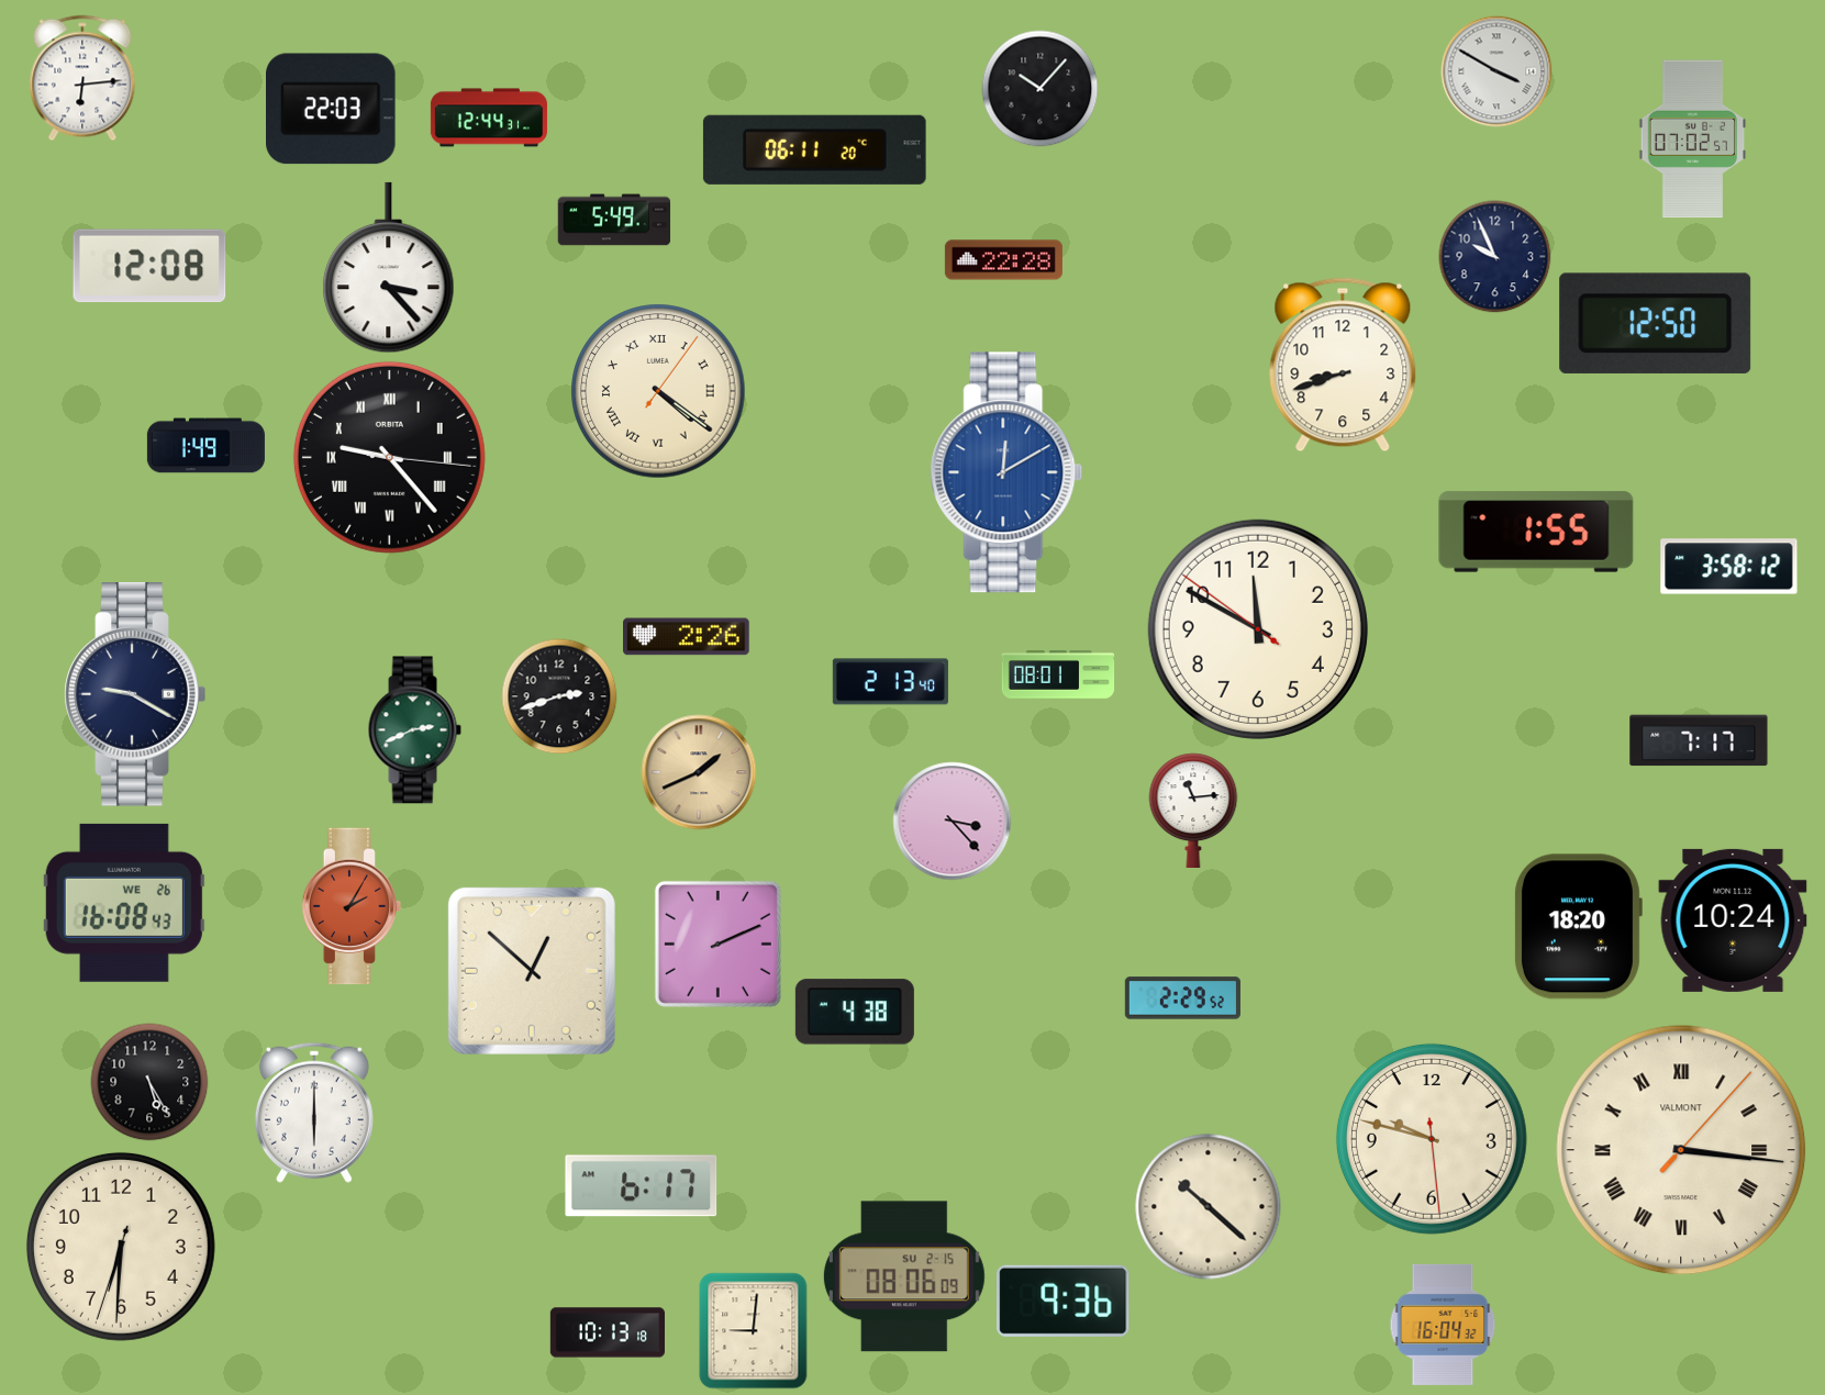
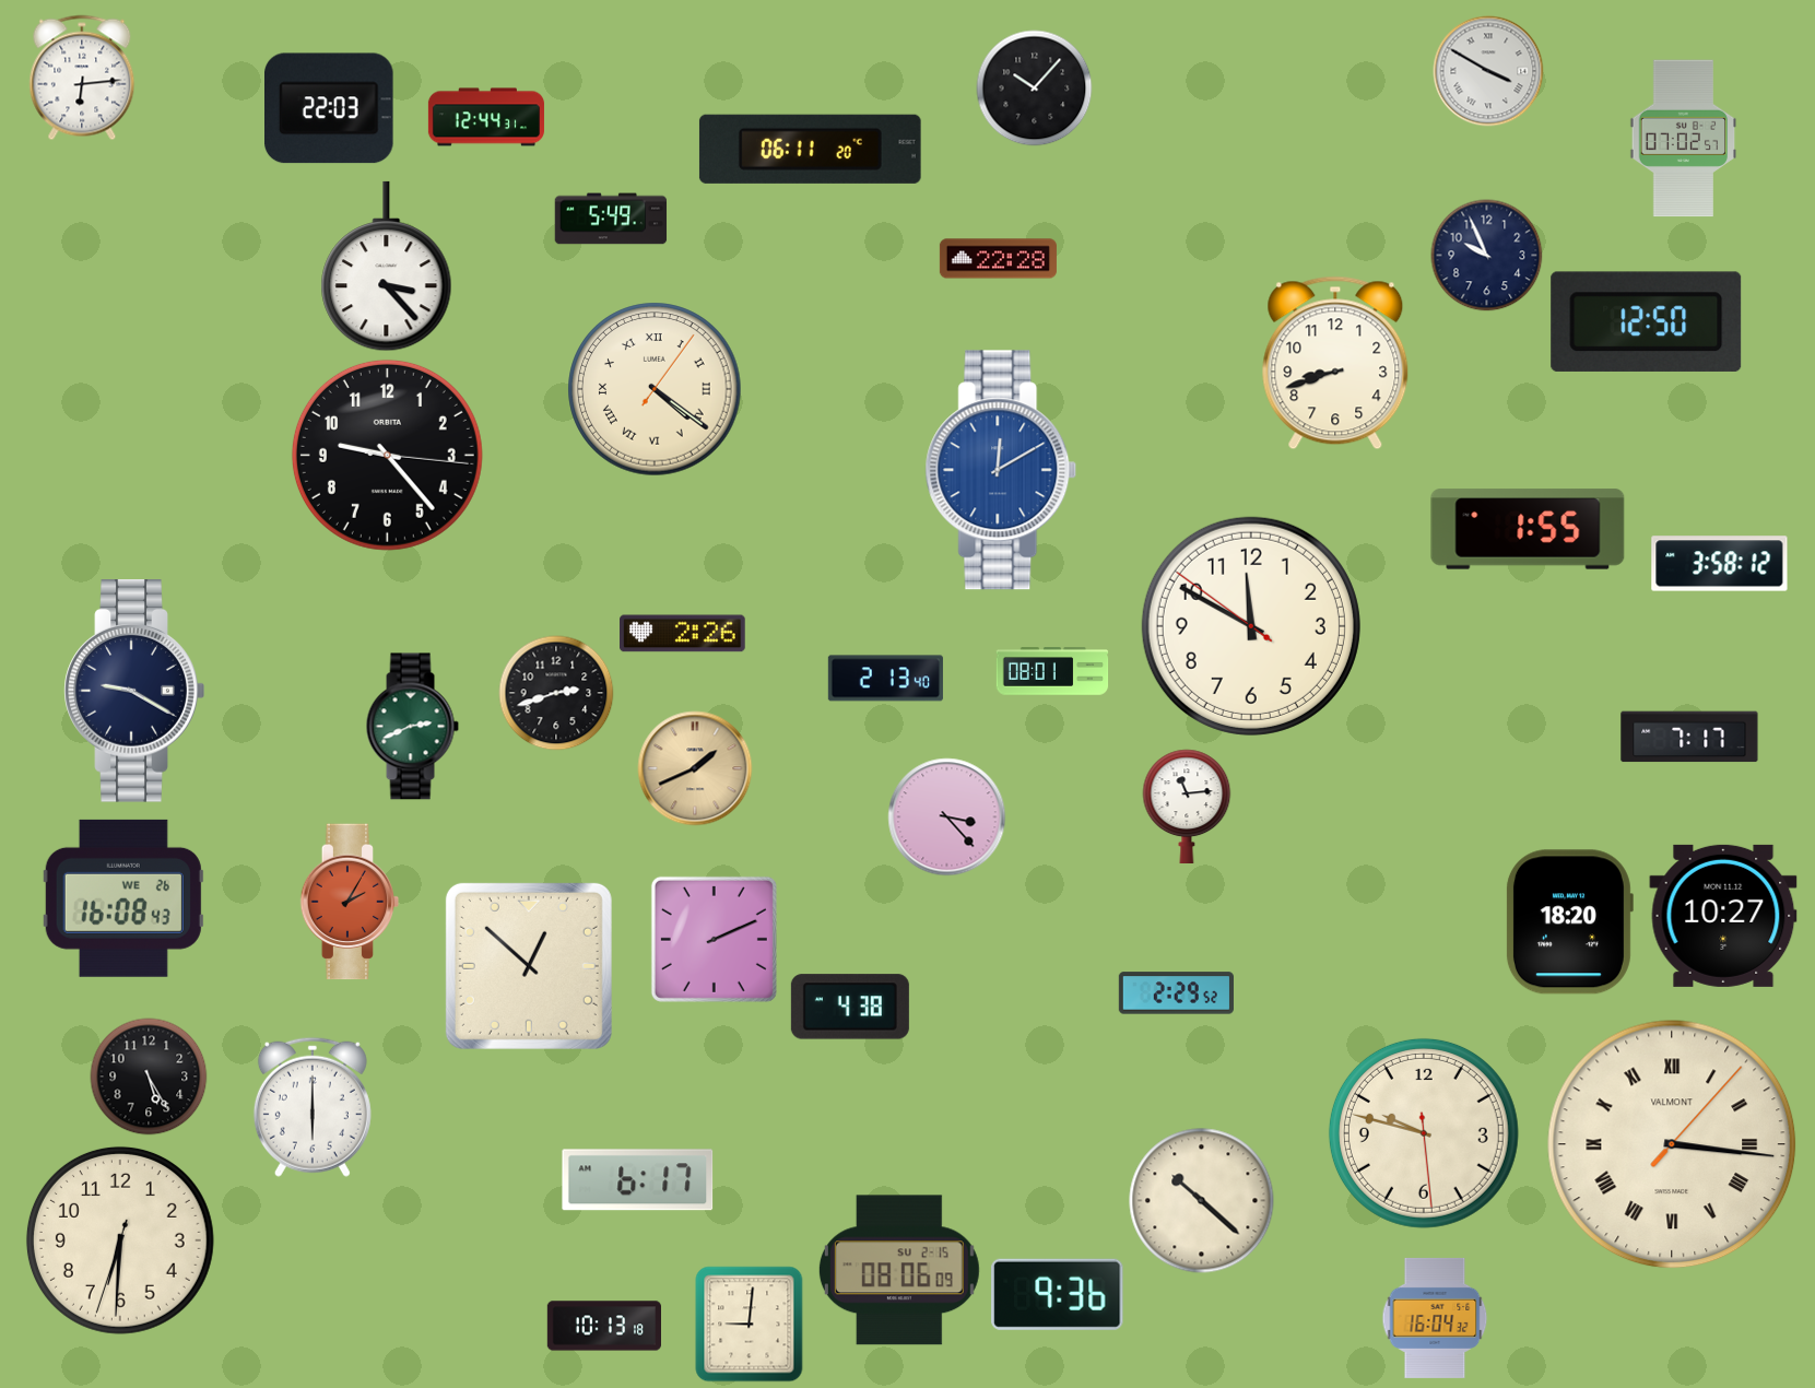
clock at (149, 266): 12:08 -> none
clock at (205, 446): 1:49 -> none
clock at (389, 457) numerals: Roman -> Arabic
clock at (1733, 920): 10:24 -> 10:27
